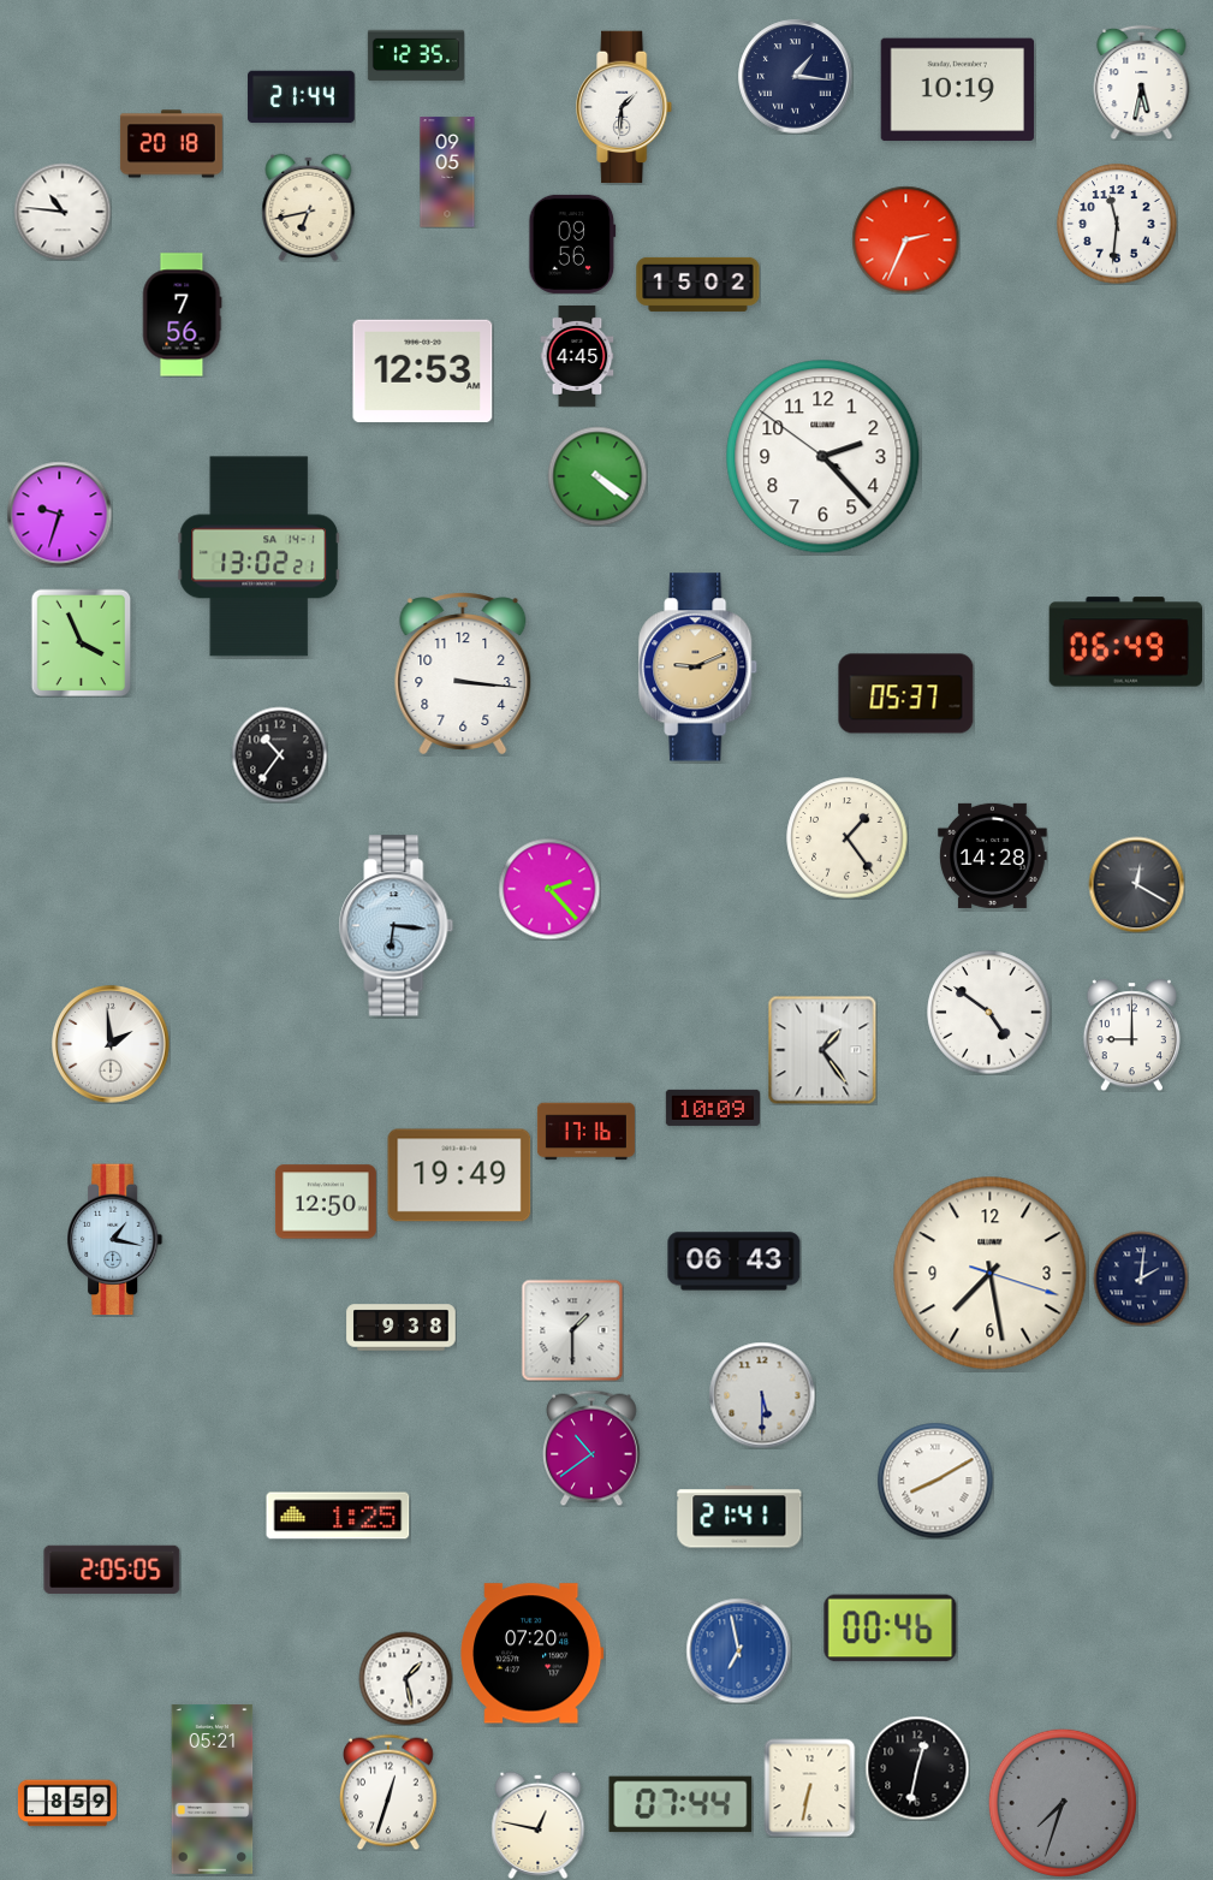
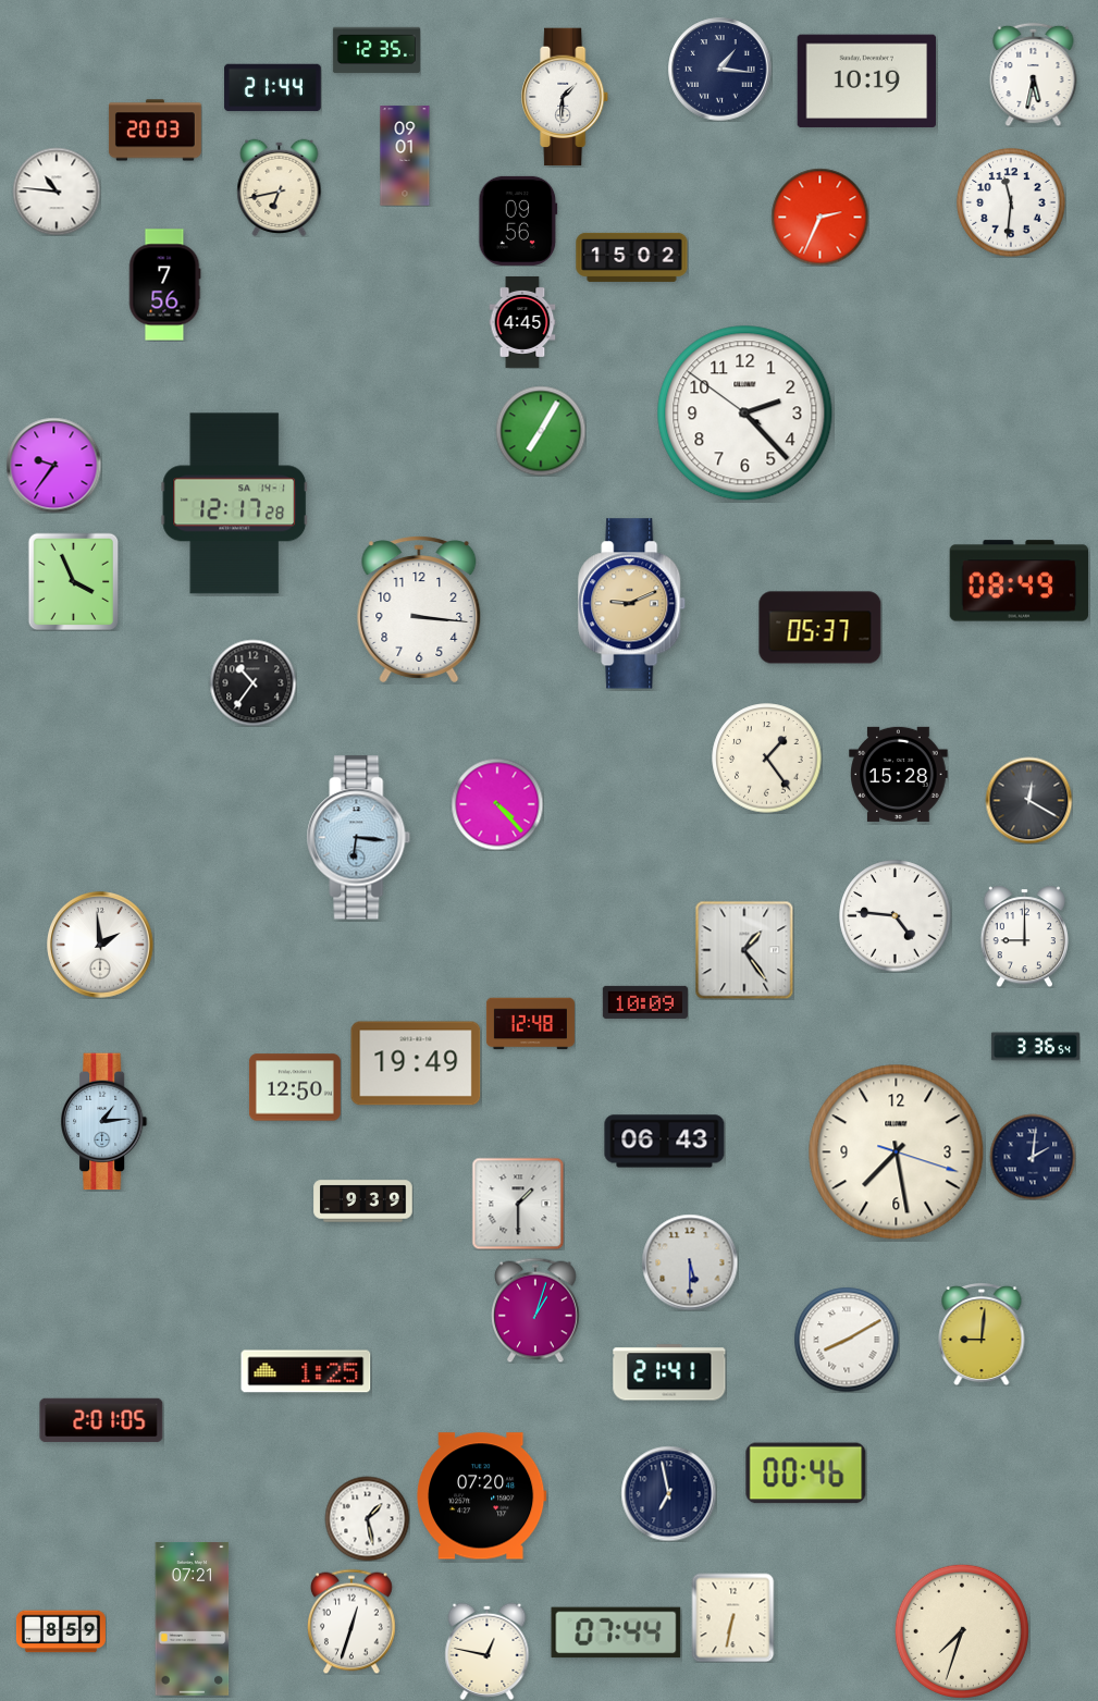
clock at (171, 144): 20:18 -> 20:03
clock at (447, 172): 09:05 -> 09:01
clock at (423, 372): 12:53 -> none
clock at (597, 476): 4:21 -> 7:05
clock at (59, 514): 9:33 -> 9:36
clock at (260, 557): 13:02 -> 12:17
clock at (1126, 642): 06:49 -> 08:49
clock at (993, 855): 14:28 -> 15:28
clock at (549, 889): 2:23 -> 4:23
clock at (989, 1013): 4:51 -> 4:46
clock at (585, 1132): 17:16 -> 12:48
clock at (1035, 1047): none -> 3:36
clock at (115, 1240): 1:17 -> 1:14
clock at (402, 1328): 9:38 -> 9:39
clock at (593, 1448): 10:39 -> 1:03
clock at (982, 1335): none -> 9:01
clock at (112, 1570): 2:05 -> 2:01
clock at (738, 1650) dial: blue -> navy
clock at (917, 1768): 12:32 -> none
clock at (213, 1789): 05:21 -> 07:21
clock at (1063, 1803) dial: grey -> cream
